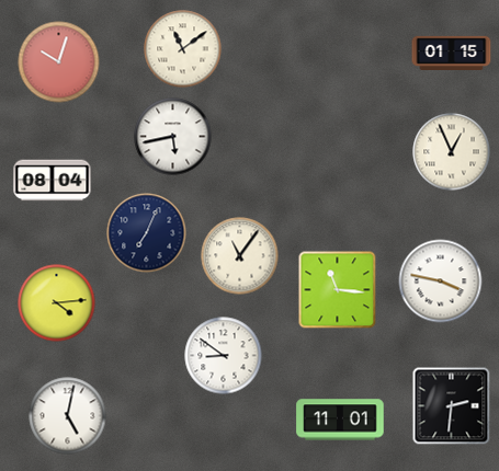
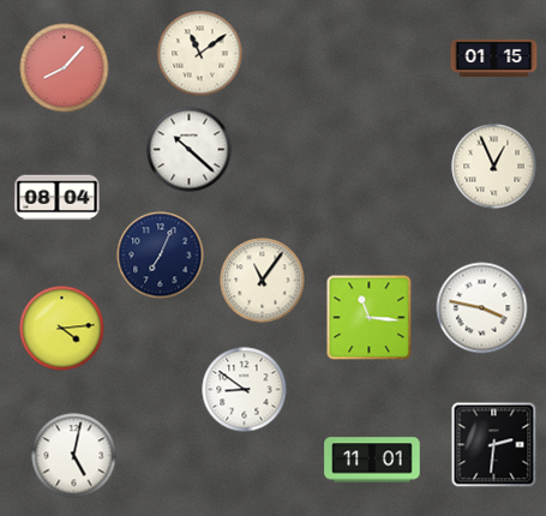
clock at (59, 62): 10:03 -> 8:07
clock at (173, 137): 5:43 -> 10:22
clock at (57, 303) position: (57, 303) -> (62, 329)
